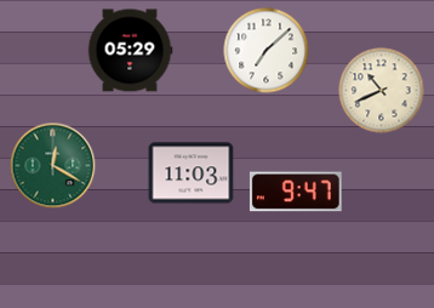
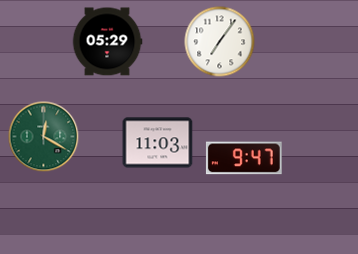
clock at (267, 51): 7:08 -> 7:06
clock at (382, 91): 10:41 -> none
